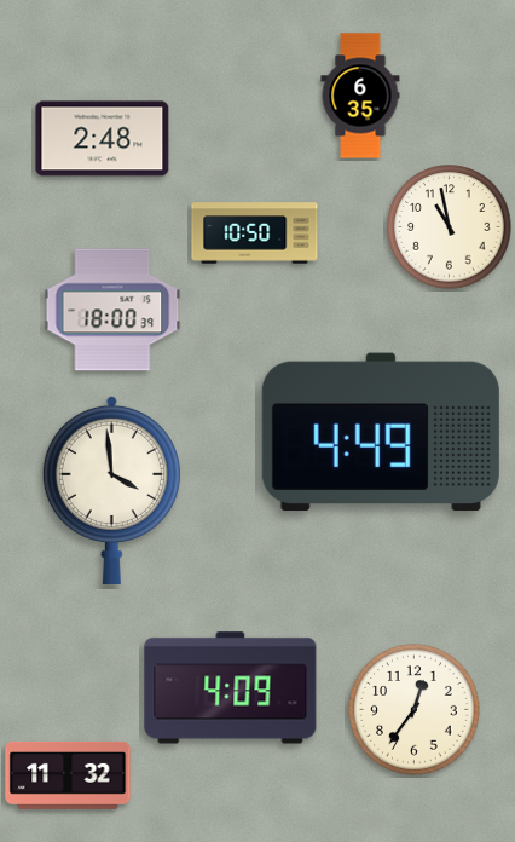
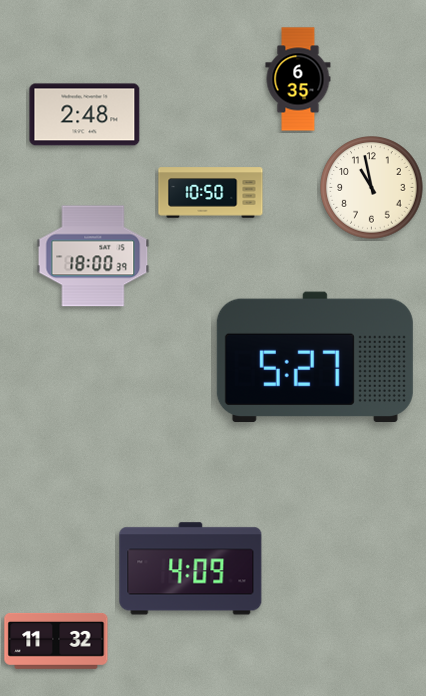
clock at (381, 432): 4:49 -> 5:27
clock at (111, 489): 3:59 -> none
clock at (415, 710): 12:36 -> none
